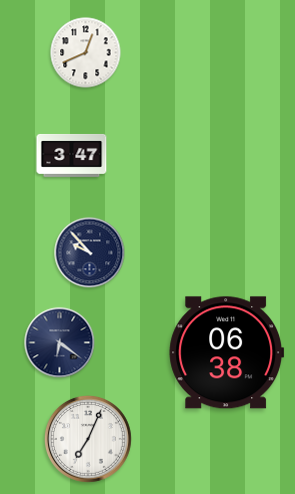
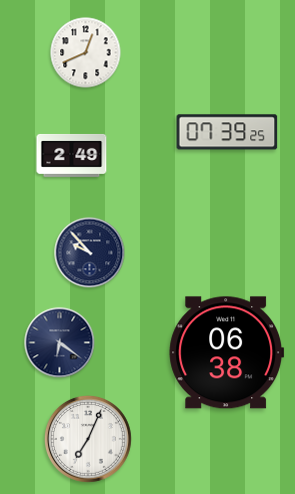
clock at (227, 132): none -> 07:39
clock at (72, 155): 3:47 -> 2:49
